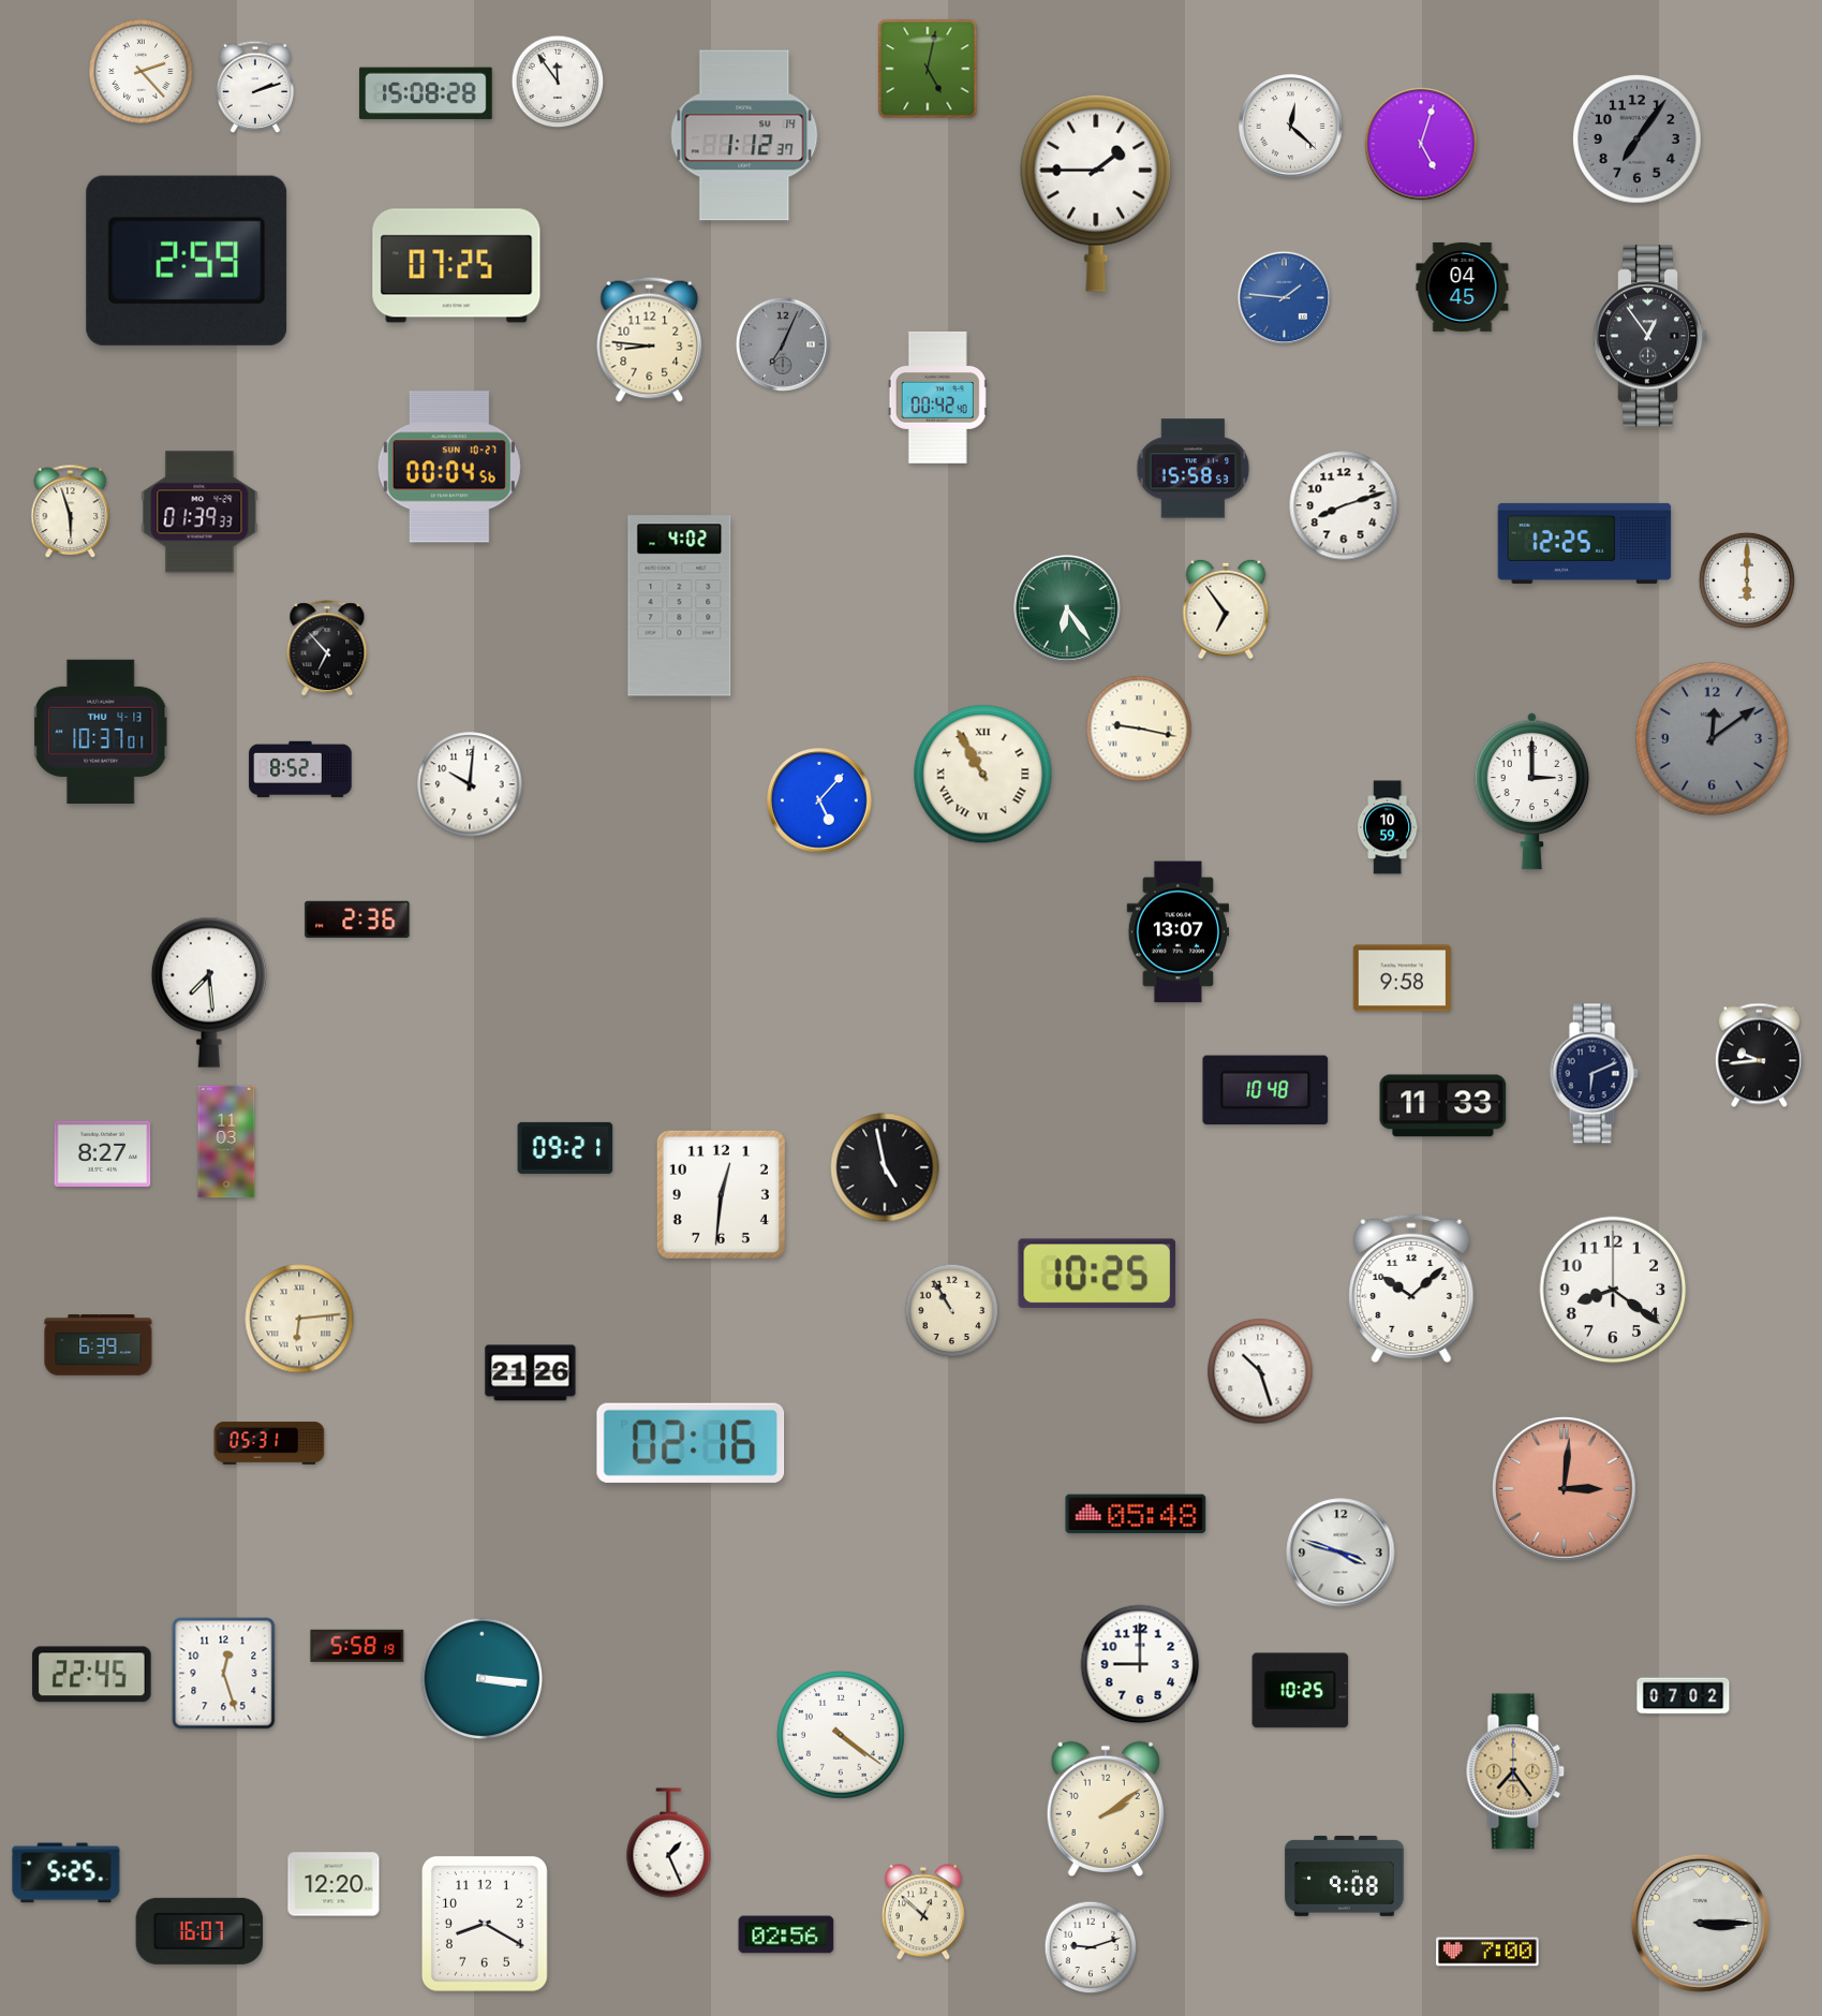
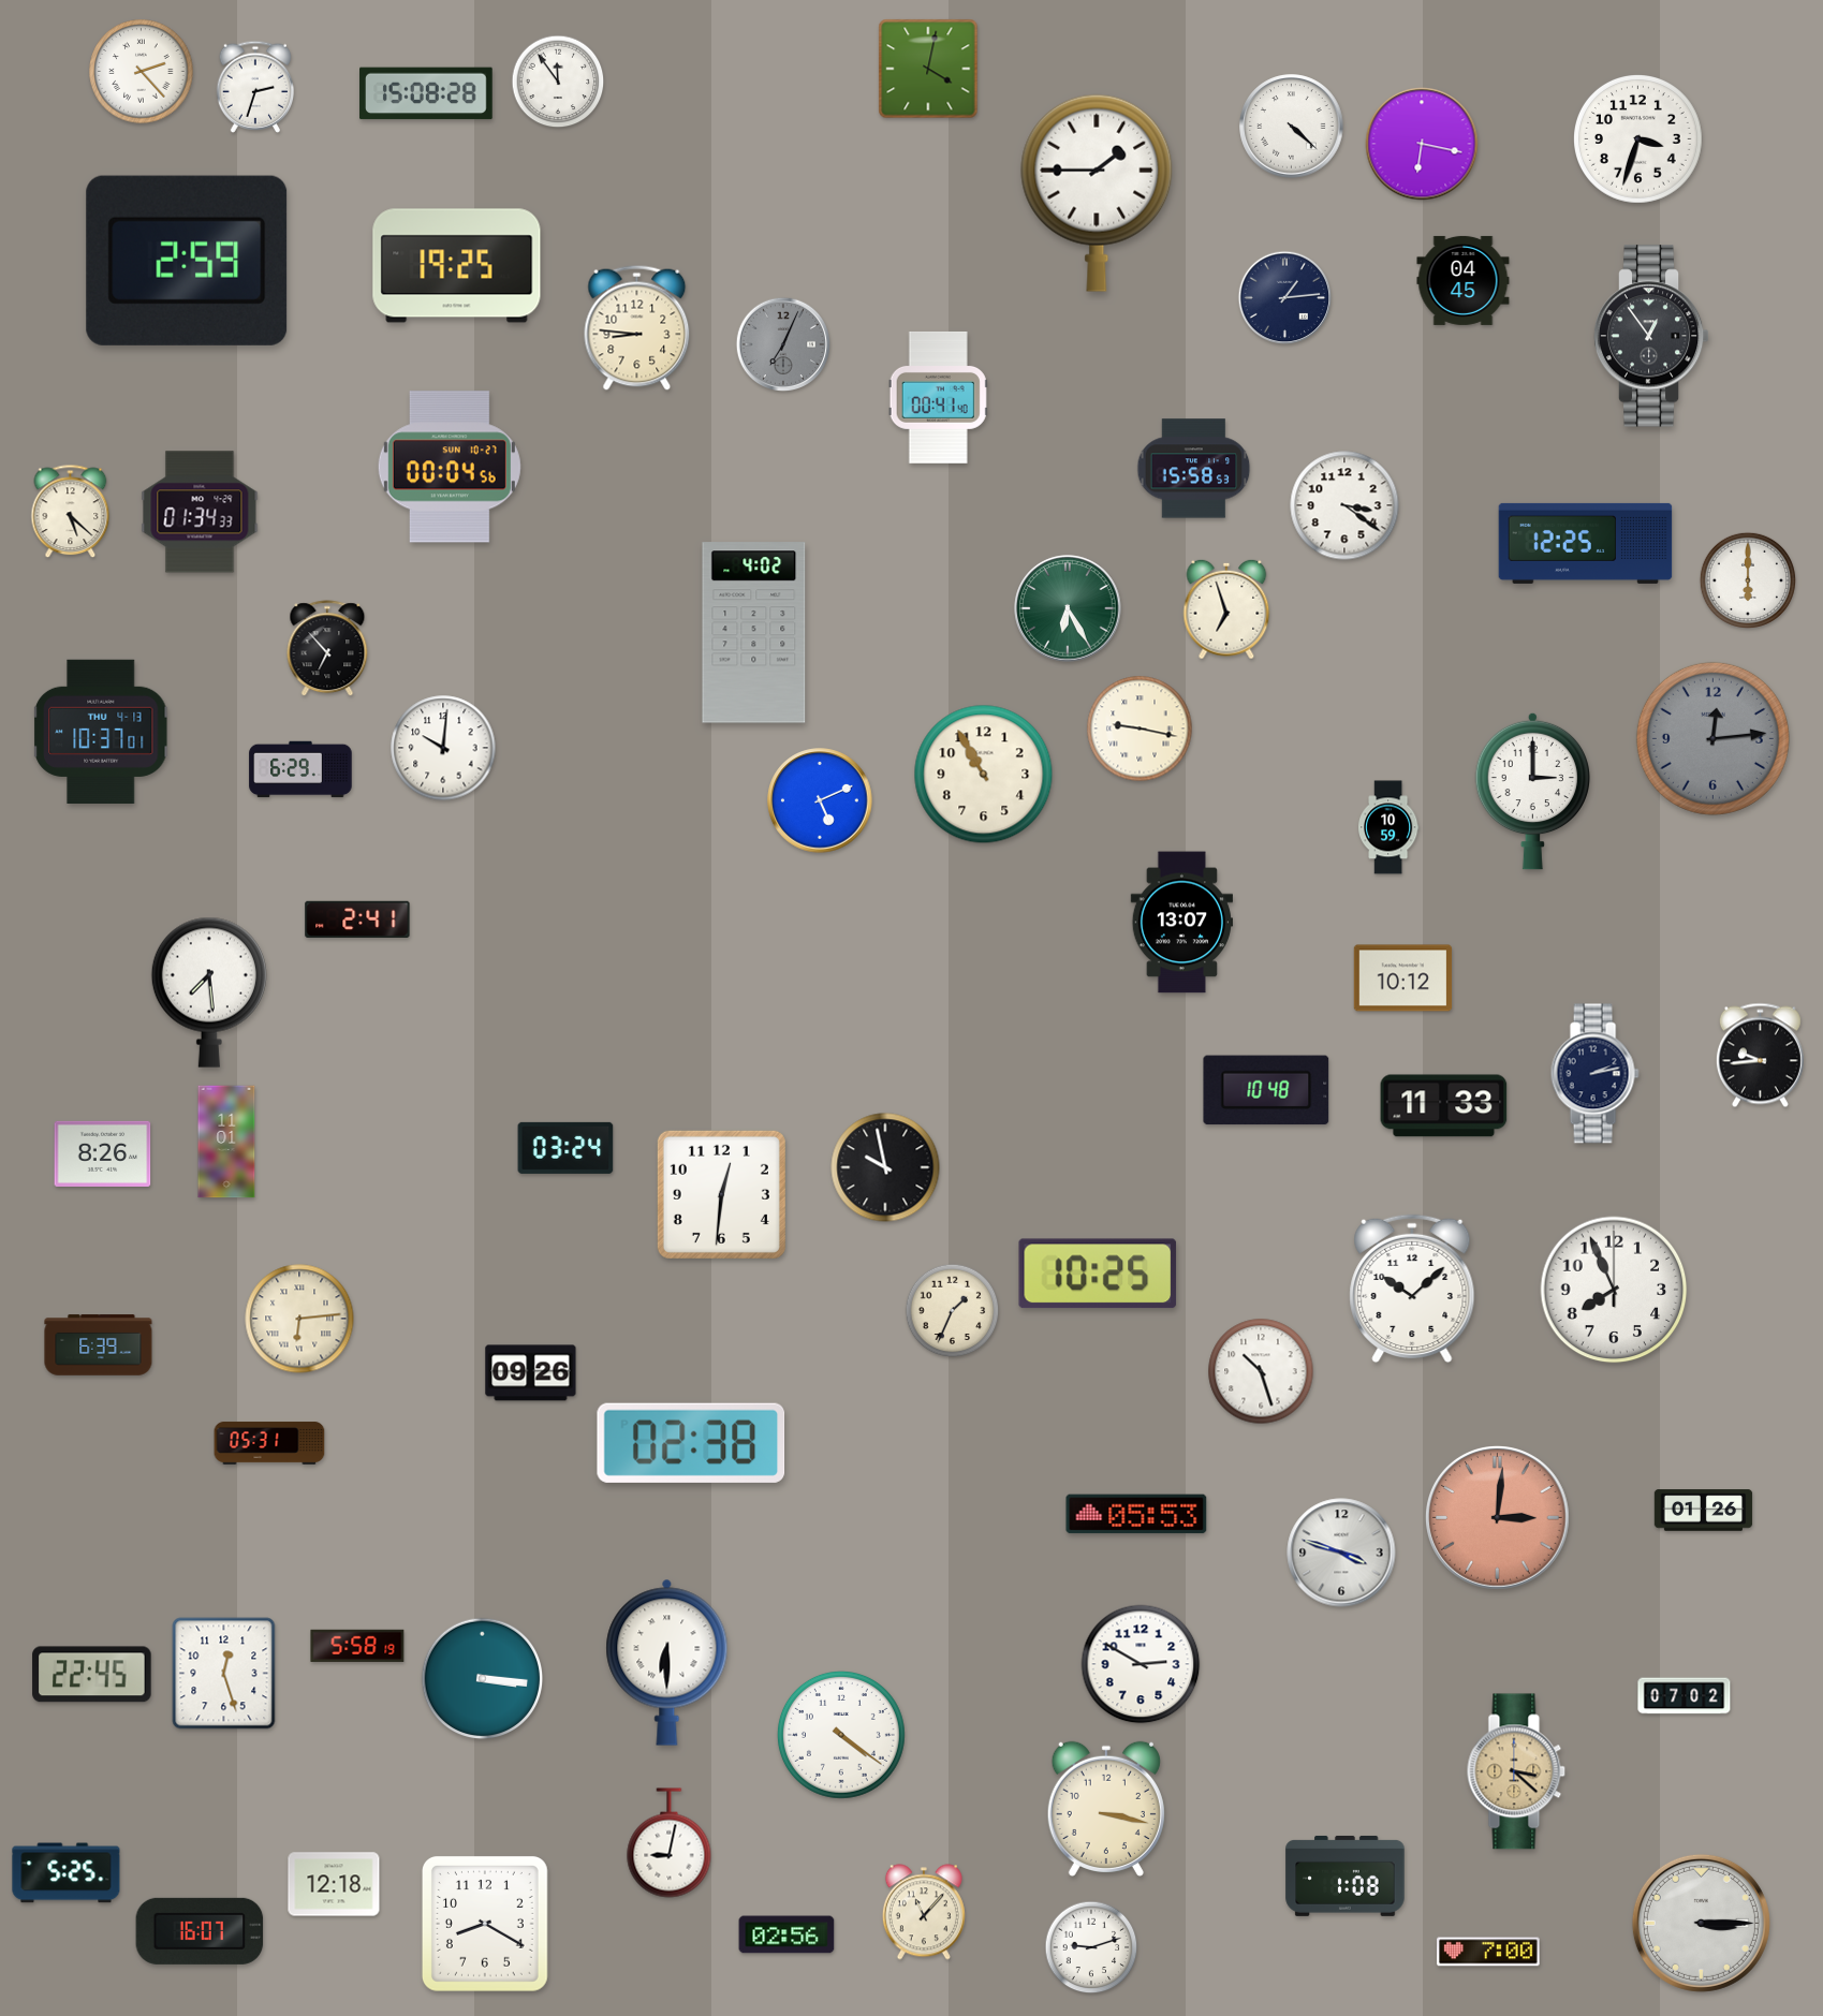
clock at (928, 69): 5:02 -> 4:02
clock at (255, 87): 2:12 -> 2:33
clock at (1291, 127): 12:22 -> 4:22
clock at (744, 135): 1:12 -> none
clock at (1638, 139): 7:06 -> 3:33
clock at (1638, 139) dial: grey -> white
clock at (1421, 144): 5:03 -> 6:17
clock at (457, 266): 07:25 -> 19:25
clock at (1463, 286) position: (1463, 286) -> (1464, 280)
clock at (1285, 298): 1:46 -> 1:14
clock at (1285, 298) dial: blue -> navy
clock at (650, 339) position: (650, 339) -> (637, 327)
clock at (937, 397): 00:42 -> 00:41
clock at (1344, 505): 8:12 -> 3:21
clock at (71, 512): 5:57 -> 5:22
clock at (199, 512): 01:39 -> 01:34
clock at (680, 606) position: (680, 606) -> (754, 633)
clock at (1067, 608): 6:24 -> 6:25
clock at (1226, 609): 6:54 -> 6:57
clock at (1712, 738): 12:09 -> 12:14
clock at (300, 769): 8:52 -> 6:29
clock at (983, 775) numerals: Roman -> Arabic
clock at (470, 784) position: (470, 784) -> (443, 748)
clock at (819, 800): 5:07 -> 5:11
clock at (357, 919): 2:36 -> 2:41
clock at (1177, 932) position: (1177, 932) -> (1181, 923)
clock at (1403, 978): 9:58 -> 10:12
clock at (1594, 1074): 6:11 -> 2:13
clock at (226, 1142): 11:03 -> 11:01
clock at (565, 1148): 09:21 -> 03:24
clock at (103, 1153): 8:27 -> 8:26
clock at (885, 1167): 4:58 -> 9:58
clock at (1613, 1290): 8:21 -> 7:56
clock at (952, 1311): 10:55 -> 1:34
clock at (531, 1373): 21:26 -> 09:26
clock at (691, 1443): 02:16 -> 02:38
clock at (1565, 1489) position: (1565, 1489) -> (1498, 1518)
clock at (1704, 1511): none -> 01:26
clock at (1136, 1514): 05:48 -> 05:53
clock at (667, 1662): none -> 6:30
clock at (1140, 1664): 9:00 -> 2:50
clock at (1301, 1691): 10:25 -> none
clock at (1515, 1771): 7:24 -> 3:22
clock at (1106, 1808): 2:09 -> 3:17
clock at (669, 1843): 1:26 -> 9:02
clock at (1345, 1875): 9:08 -> 1:08
clock at (334, 1884): 12:20 -> 12:18
clock at (923, 1912): 12:52 -> 11:07
